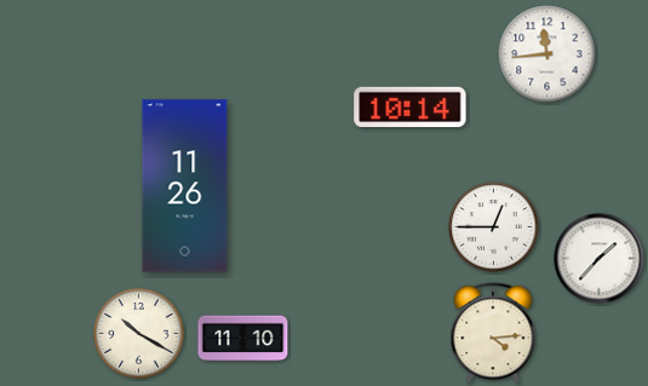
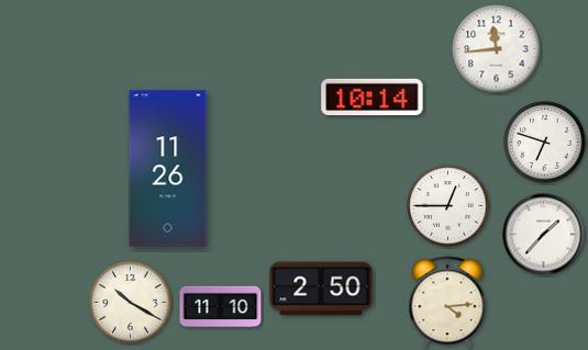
clock at (545, 143): none -> 6:48
clock at (321, 289): none -> 2:50
clock at (139, 334) position: (139, 334) -> (131, 303)
